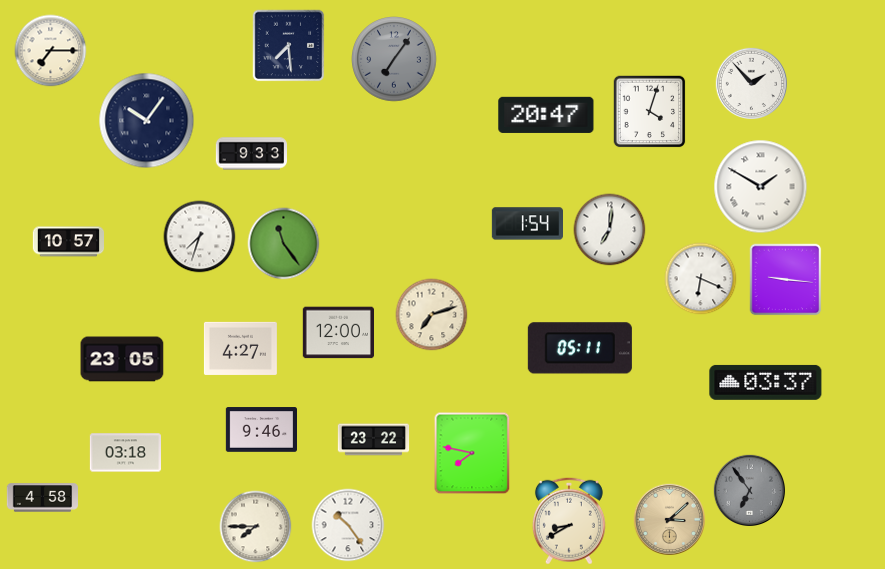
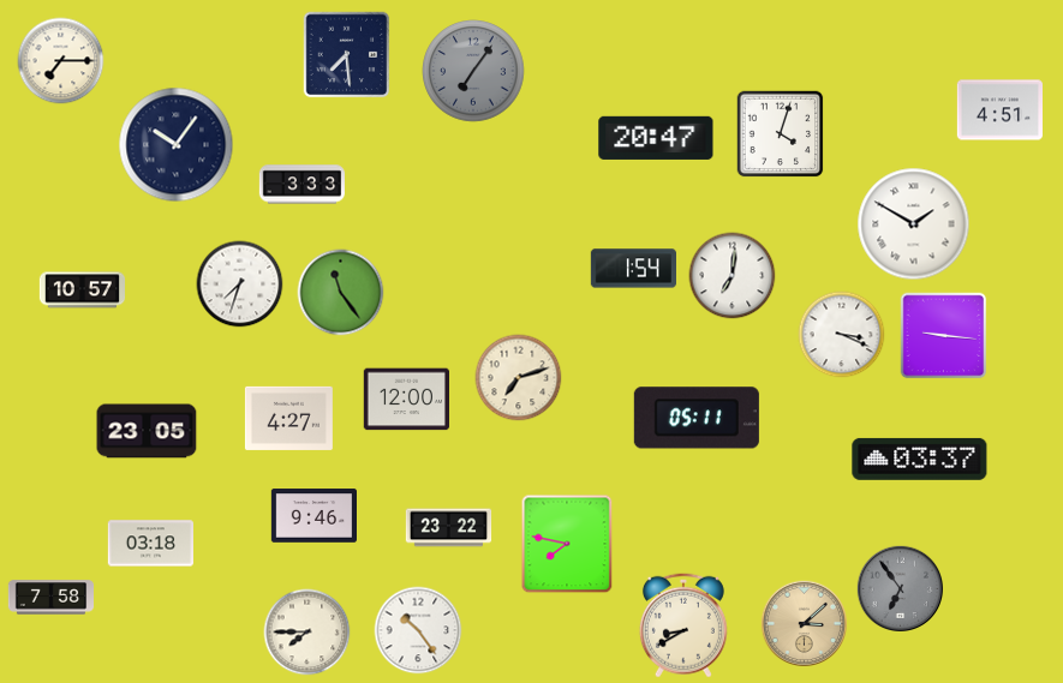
clock at (752, 84): 1:53 -> none
clock at (999, 110): none -> 4:51
clock at (251, 154): 9:33 -> 3:33
clock at (701, 279): 6:19 -> 3:19
clock at (42, 498): 4:58 -> 7:58
